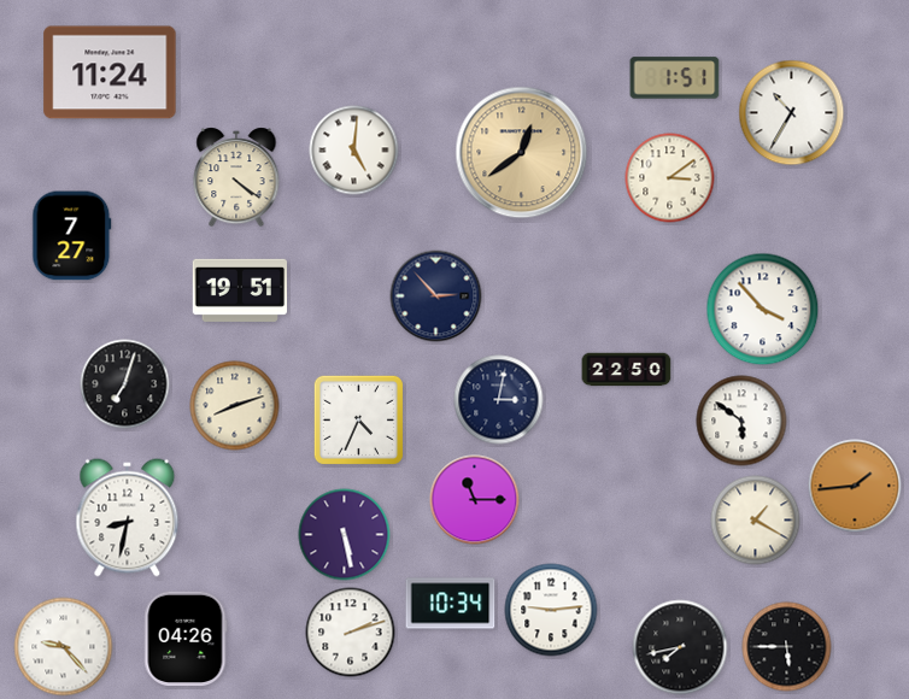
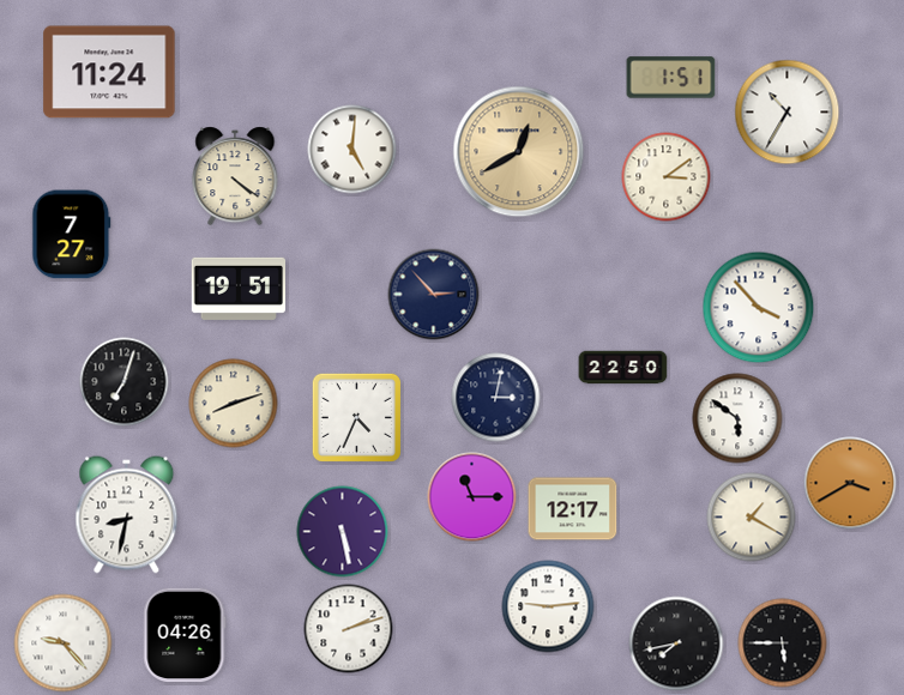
clock at (522, 153): 12:39 -> 12:40
clock at (855, 486): 1:44 -> 3:40
clock at (573, 509): none -> 12:17
clock at (451, 604): 10:34 -> none
